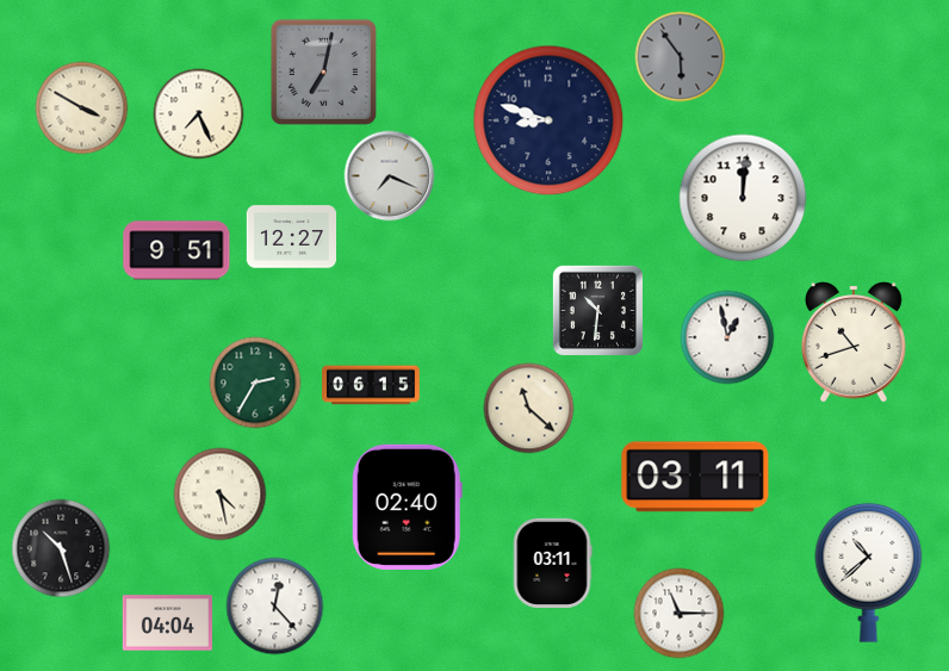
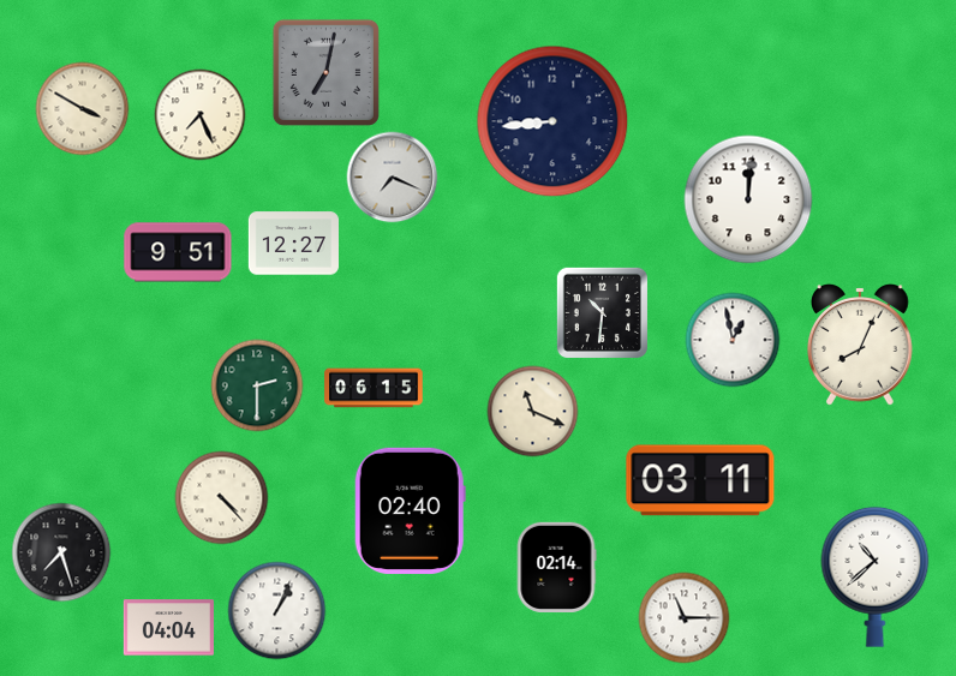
clock at (681, 57): 5:54 -> none
clock at (548, 120): 8:48 -> 8:44
clock at (291, 237) position: (291, 237) -> (293, 244)
clock at (855, 342): 10:42 -> 8:04
clock at (255, 383): 2:35 -> 2:30
clock at (529, 409): 11:22 -> 11:19
clock at (221, 495): 4:28 -> 4:23
clock at (61, 548): 10:27 -> 7:27
clock at (552, 563): 03:11 -> 02:14
clock at (275, 607): 12:23 -> 1:04
